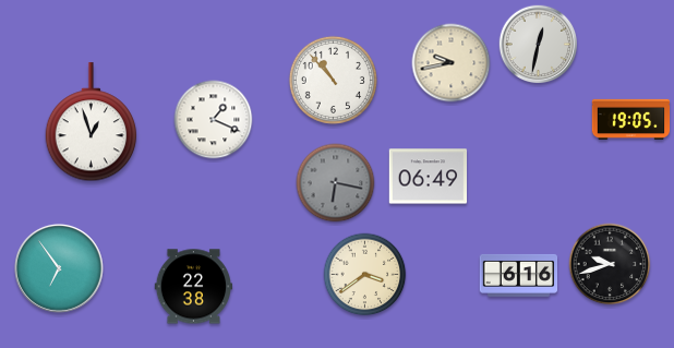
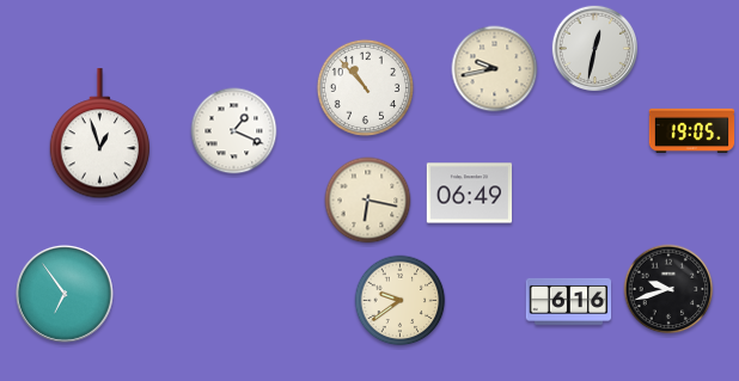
clock at (539, 45) position: (539, 45) -> (596, 49)
clock at (336, 183) dial: grey -> cream
clock at (365, 275): 3:39 -> 9:39
clock at (194, 287): 22:38 -> none
